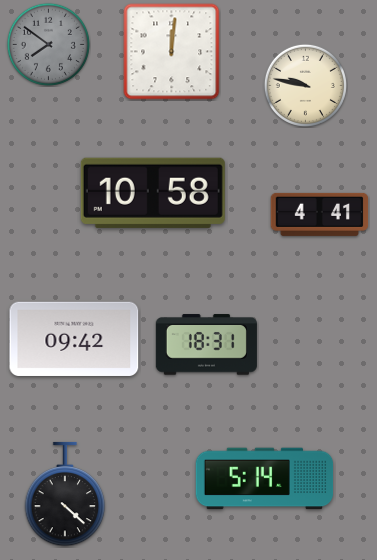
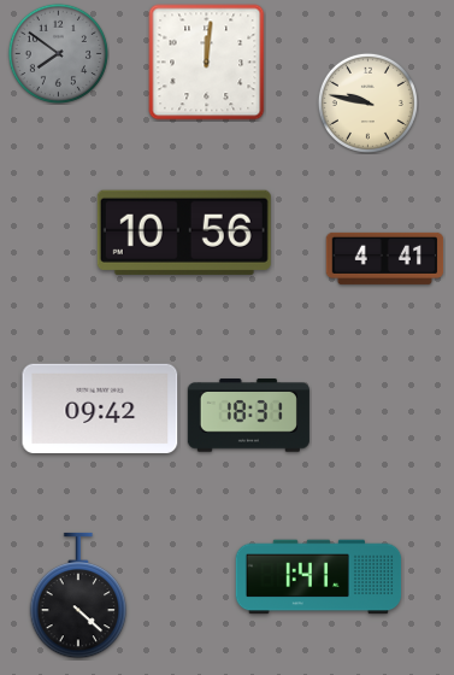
clock at (153, 193): 10:58 -> 10:56
clock at (74, 339) position: (74, 339) -> (100, 409)
clock at (265, 479): 5:14 -> 1:41
